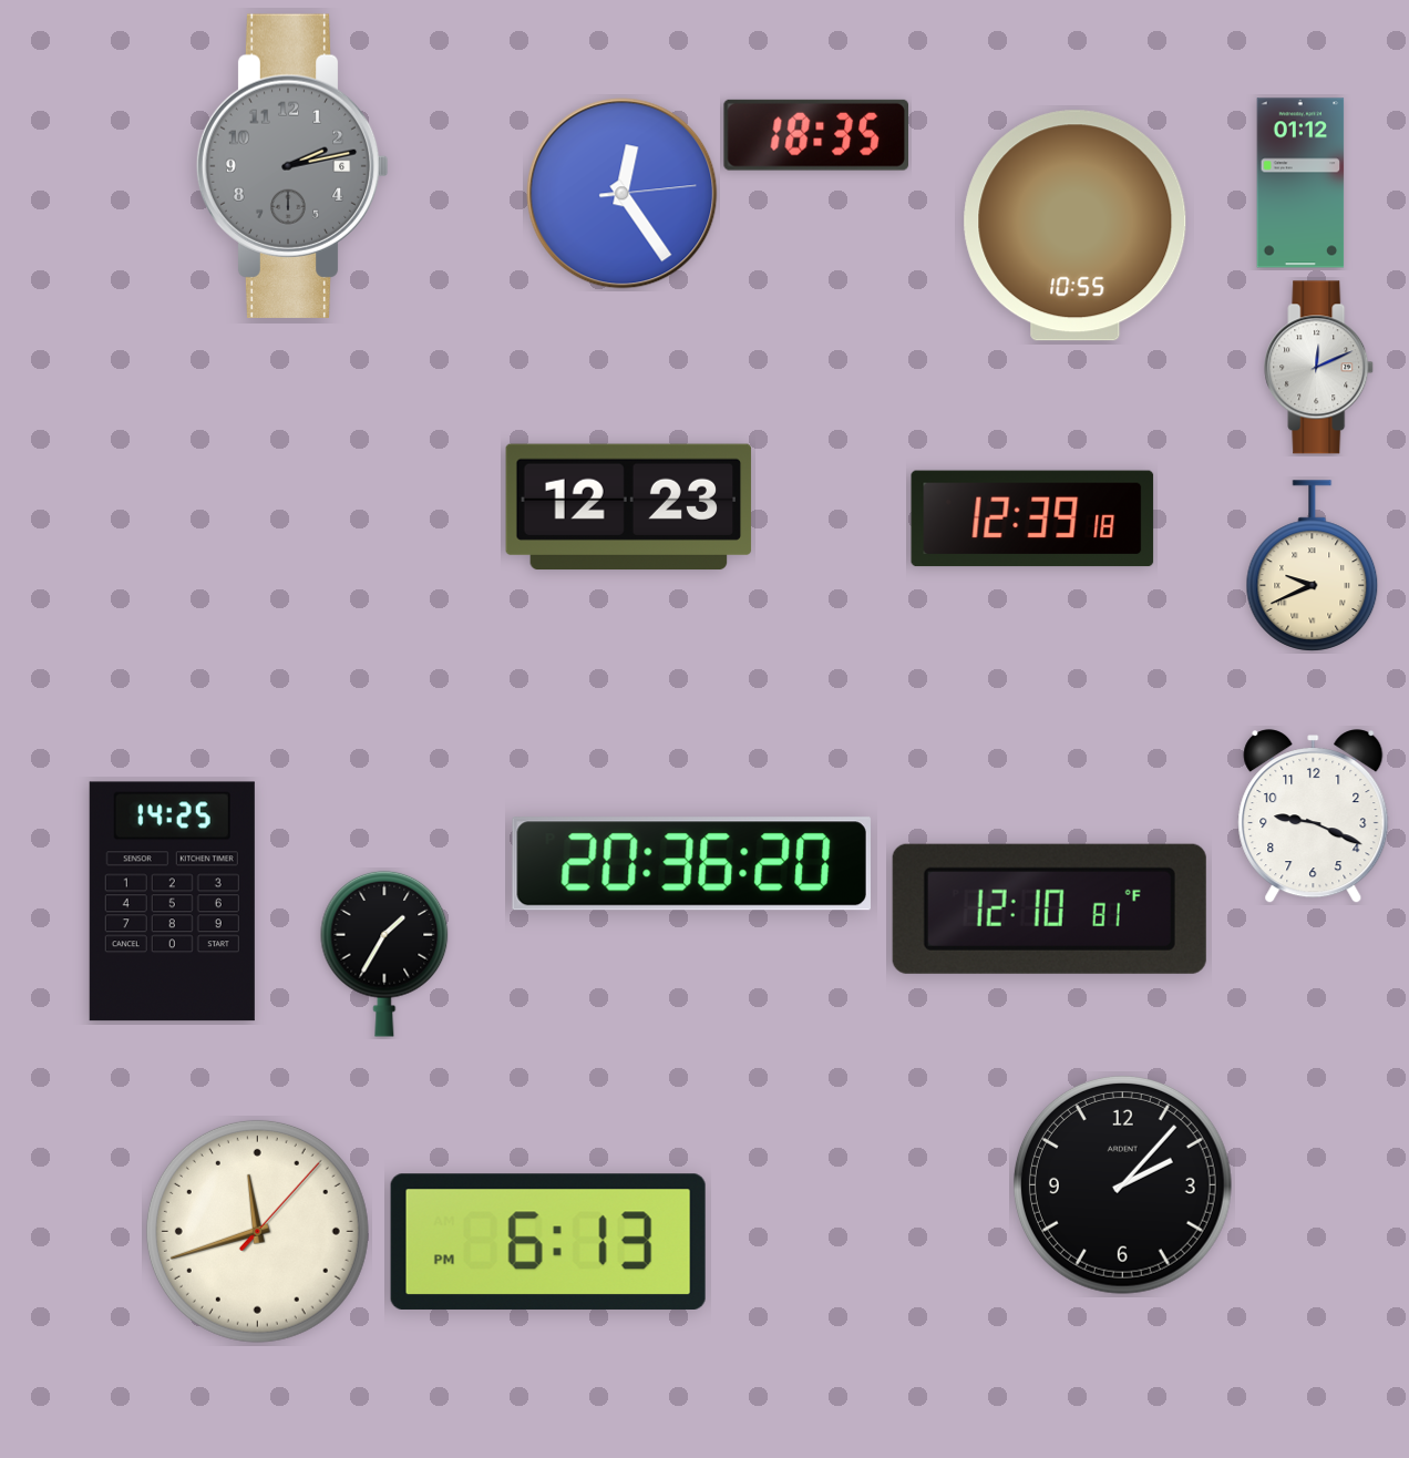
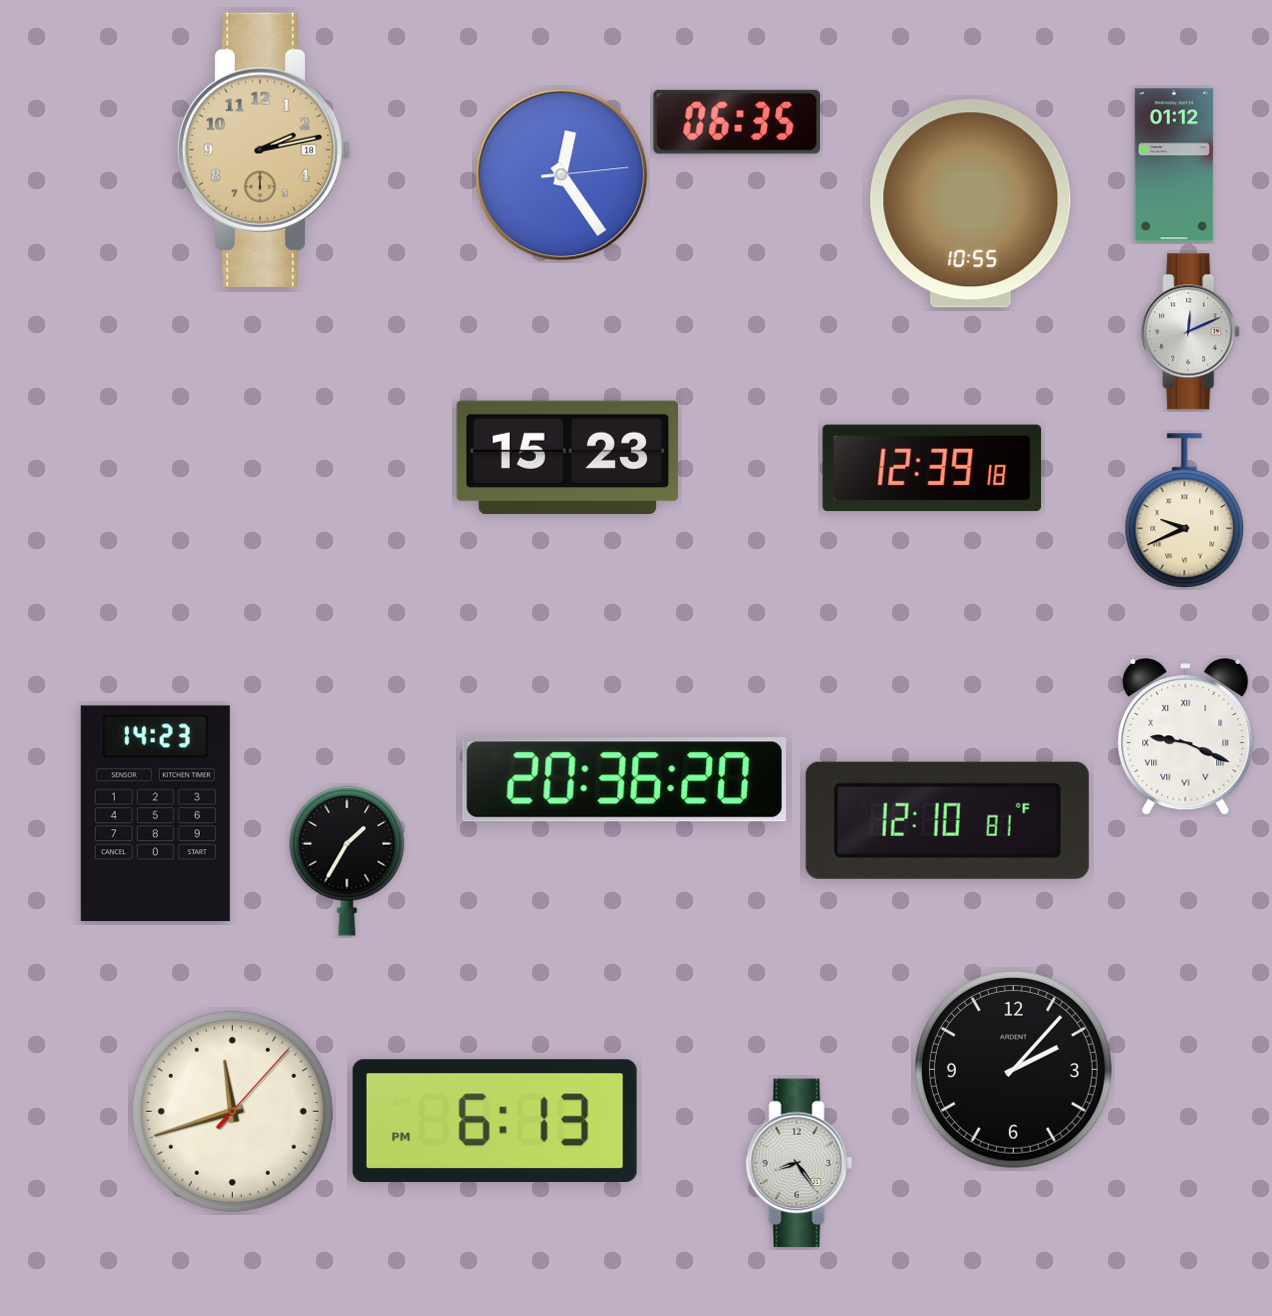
clock at (816, 135): 18:35 -> 06:35
clock at (292, 166) date: 6 -> 18
clock at (292, 166) dial: grey -> champagne
clock at (629, 507): 12:23 -> 15:23
clock at (1314, 817) numerals: Arabic -> Roman
clock at (172, 902): 14:25 -> 14:23
clock at (799, 1163): none -> 8:24
